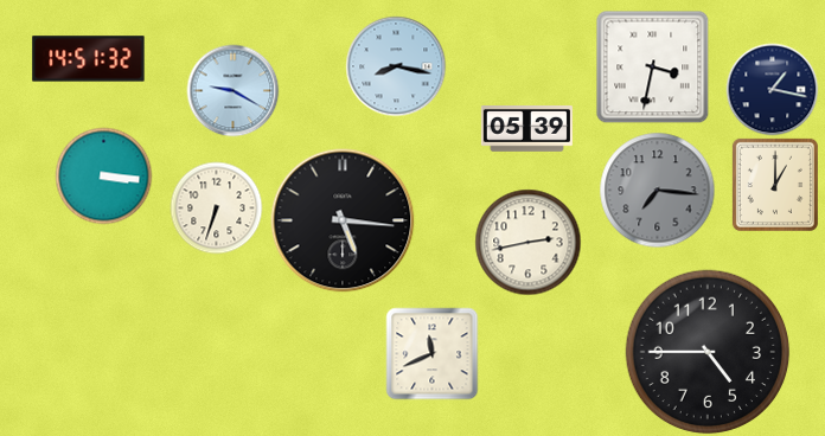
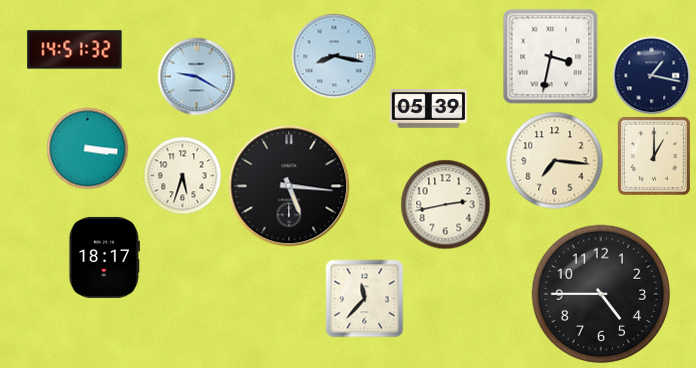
clock at (526, 129) position: (526, 129) -> (428, 109)
clock at (657, 190) dial: grey -> cream
clock at (216, 207): 6:33 -> 5:33
clock at (104, 257): none -> 18:17
clock at (708, 352) position: (708, 352) -> (601, 294)
clock at (431, 353): 11:41 -> 11:37
